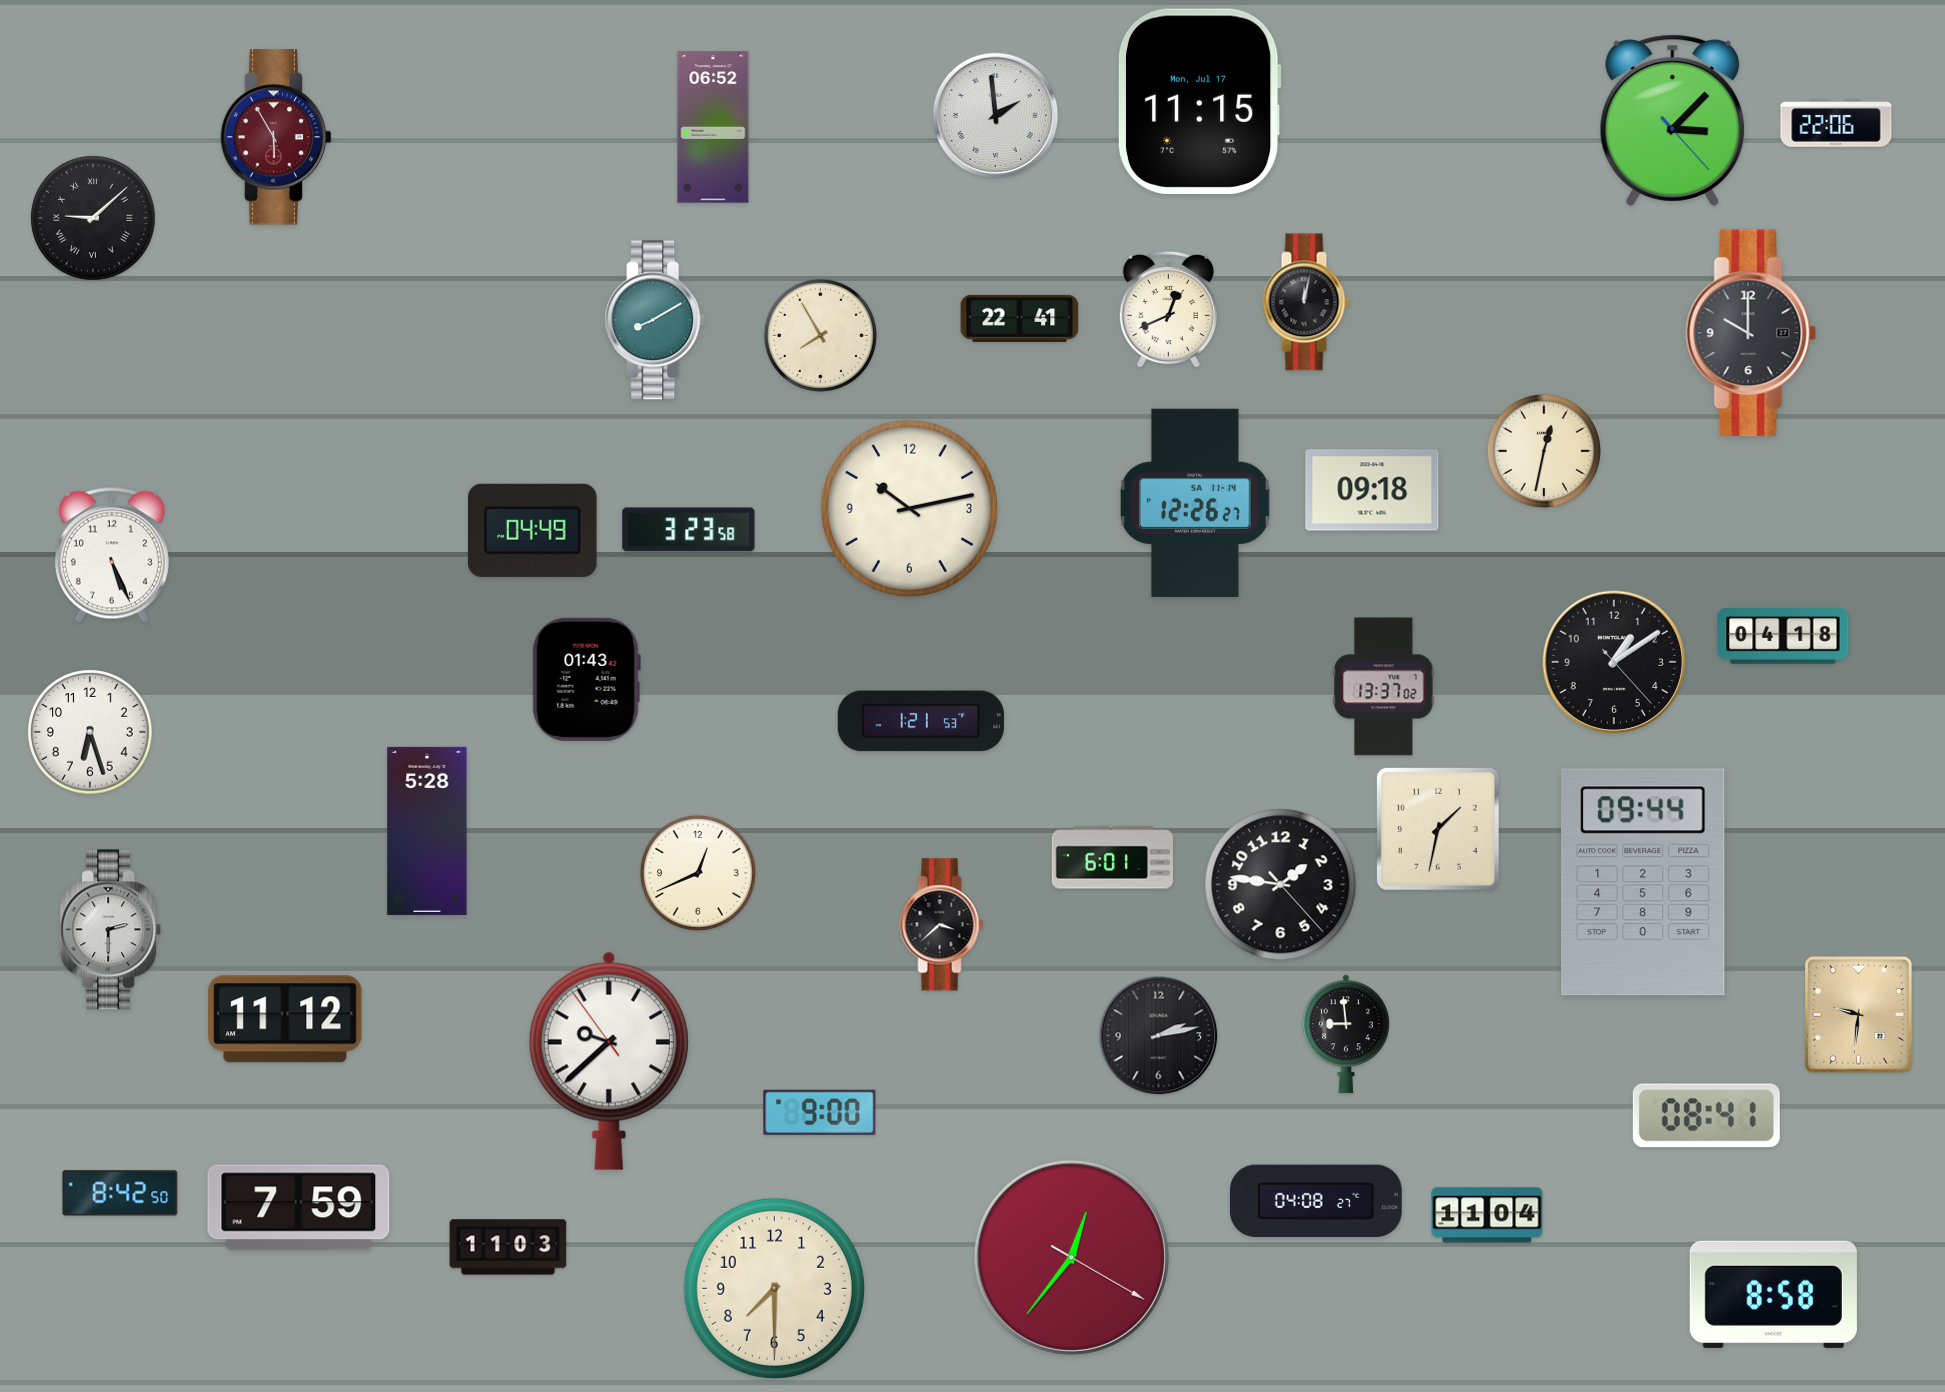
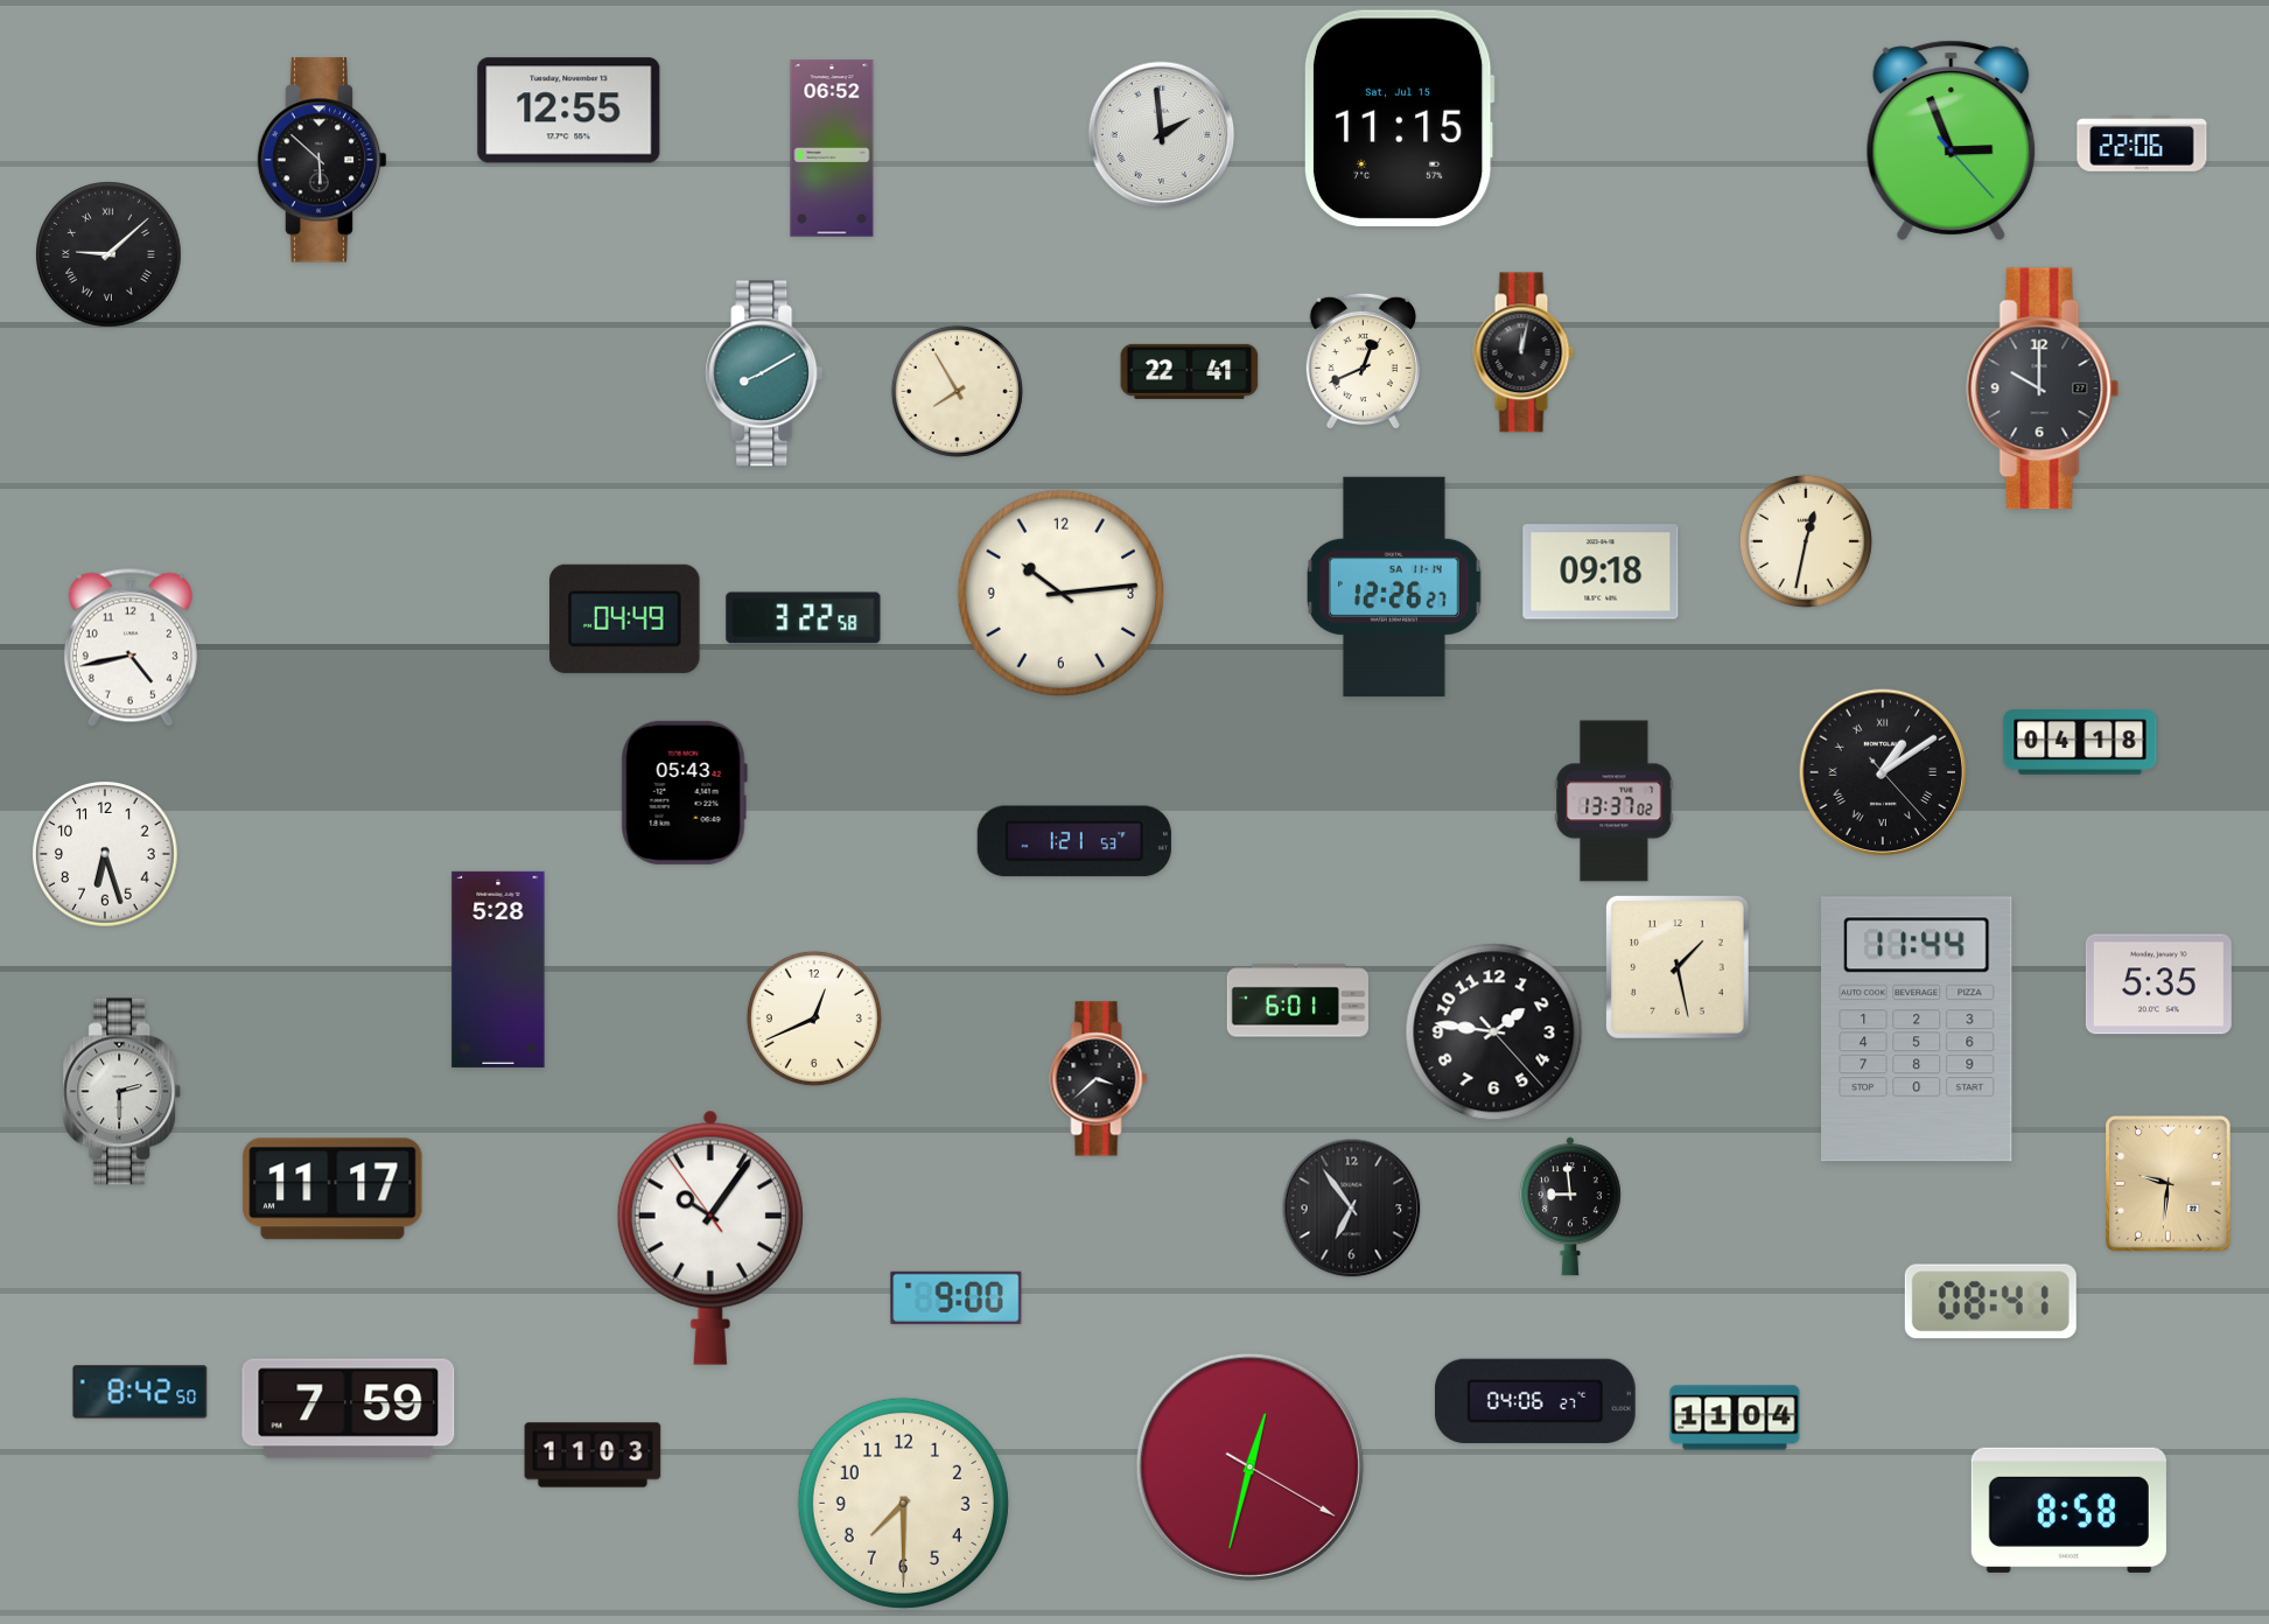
clock at (569, 111): none -> 12:55
clock at (1199, 101) date: Mon, Jul 17 -> Sat, Jul 15
clock at (1673, 120): 3:07 -> 2:56
clock at (276, 137): 5:55 -> 5:52
clock at (276, 137) dial: burgundy -> black
clock at (1544, 451) position: (1544, 451) -> (1806, 541)
clock at (909, 508): 10:13 -> 10:14
clock at (533, 530) position: (533, 530) -> (625, 618)
clock at (689, 530): 3:23 -> 3:22
clock at (112, 555): 5:26 -> 4:43
clock at (1614, 662) numerals: Arabic -> Roman
clock at (586, 679): 01:43 -> 05:43
clock at (1438, 829): 1:32 -> 1:28
clock at (2158, 985): none -> 5:35
clock at (1644, 882): 09:44 -> 11:44
clock at (111, 930) position: (111, 930) -> (122, 1092)
clock at (285, 1019): 11:12 -> 11:17
clock at (1159, 1036): 2:13 -> 6:54
clock at (609, 1061): 9:37 -> 10:05
clock at (1316, 1200): 04:08 -> 04:06
clock at (1071, 1257): 12:36 -> 12:32
